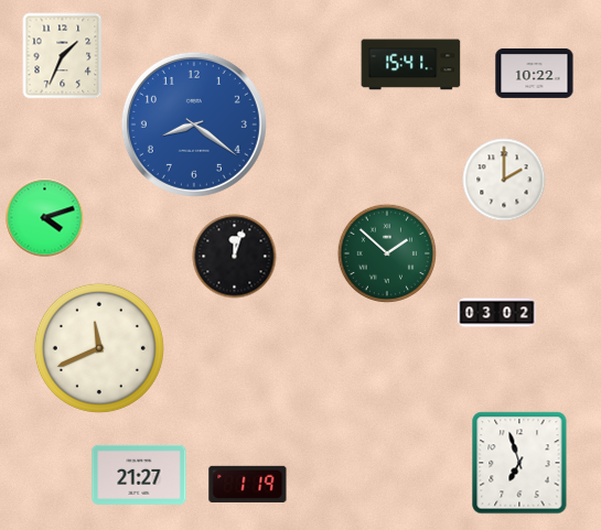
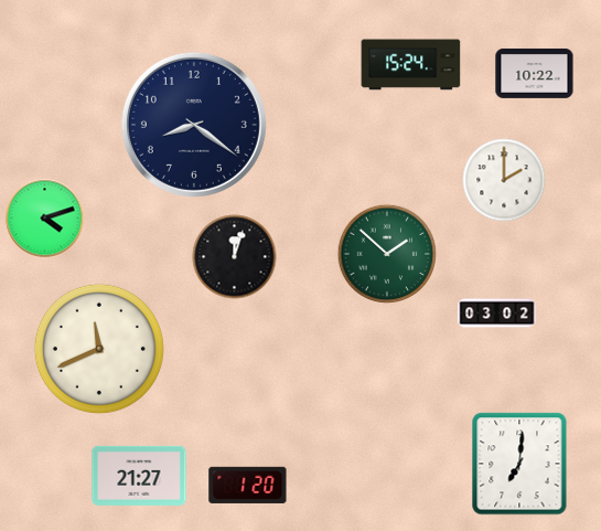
clock at (63, 56): 1:34 -> none
clock at (411, 65): 15:41 -> 15:24
clock at (194, 125) dial: blue -> navy
clock at (519, 463): 6:57 -> 7:01
clock at (248, 484): 1:19 -> 1:20
